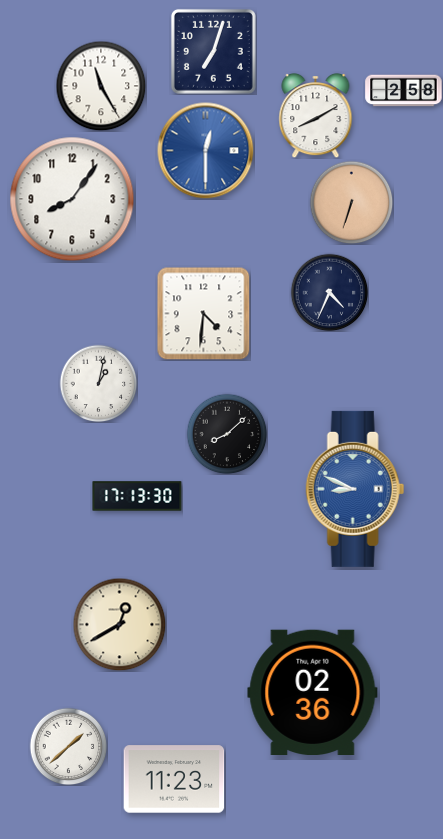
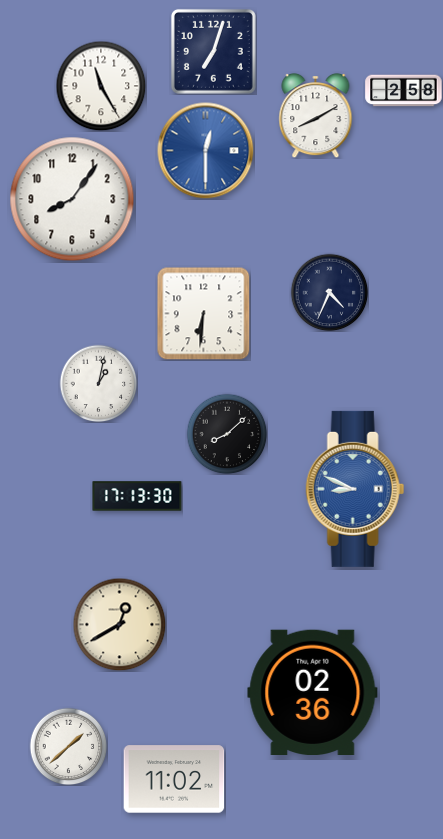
clock at (351, 202): 6:33 -> none
clock at (204, 314): 4:31 -> 6:31
clock at (174, 779): 11:23 -> 11:02
